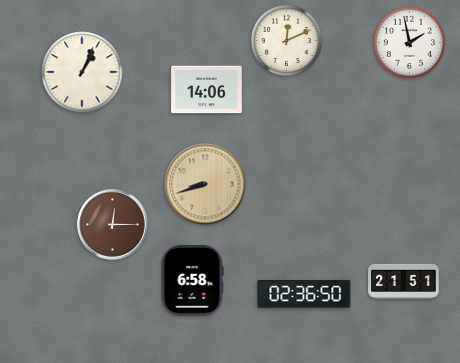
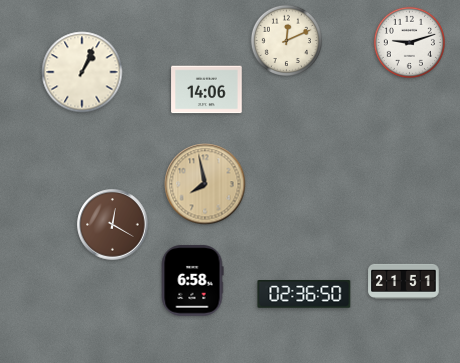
clock at (409, 42): 1:58 -> 9:12
clock at (205, 184): 8:42 -> 7:58
clock at (113, 225): 12:15 -> 12:20
